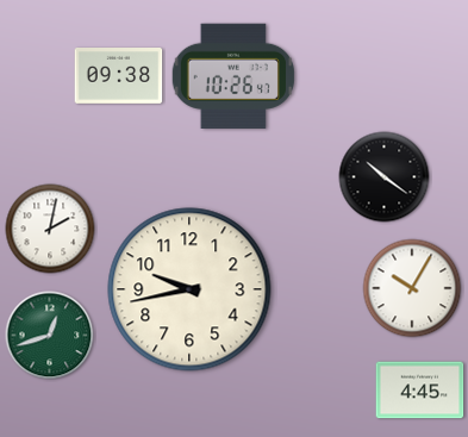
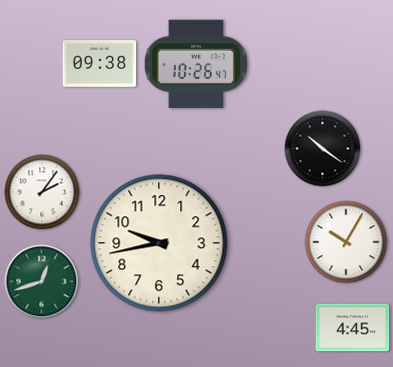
clock at (50, 229): 2:02 -> 2:06
